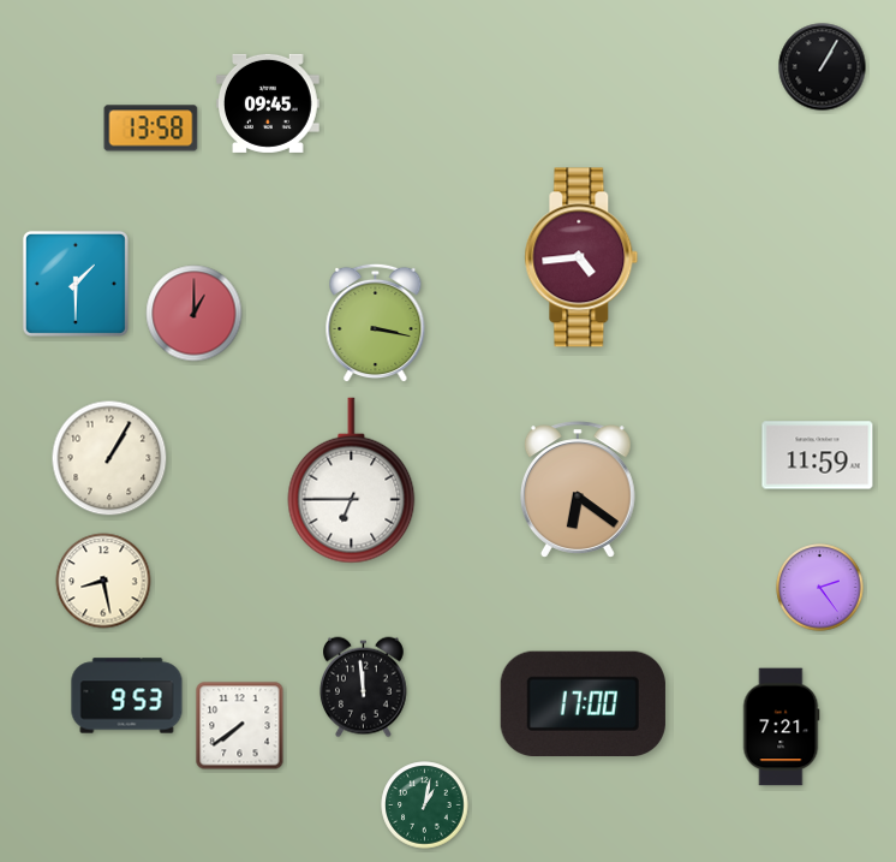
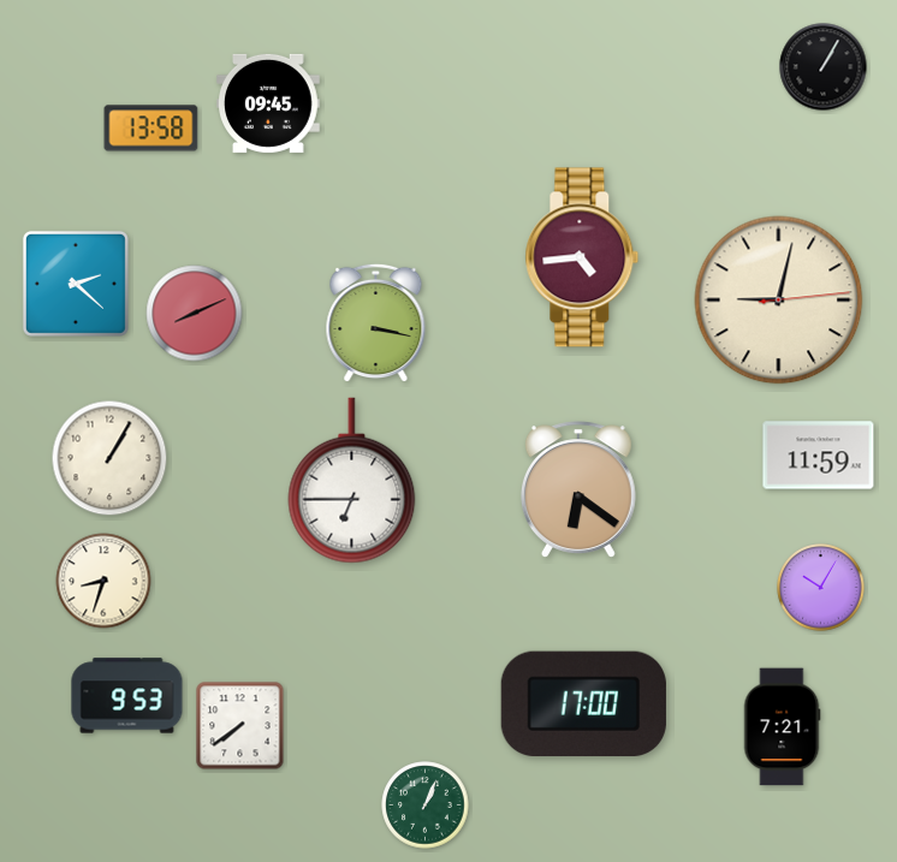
clock at (76, 284): 1:30 -> 2:22
clock at (779, 301): none -> 9:02
clock at (195, 314): 1:00 -> 8:11
clock at (103, 581): 8:28 -> 8:33
clock at (820, 588): 2:24 -> 10:05
clock at (363, 688): 11:59 -> none
clock at (425, 805): 1:02 -> 1:04
